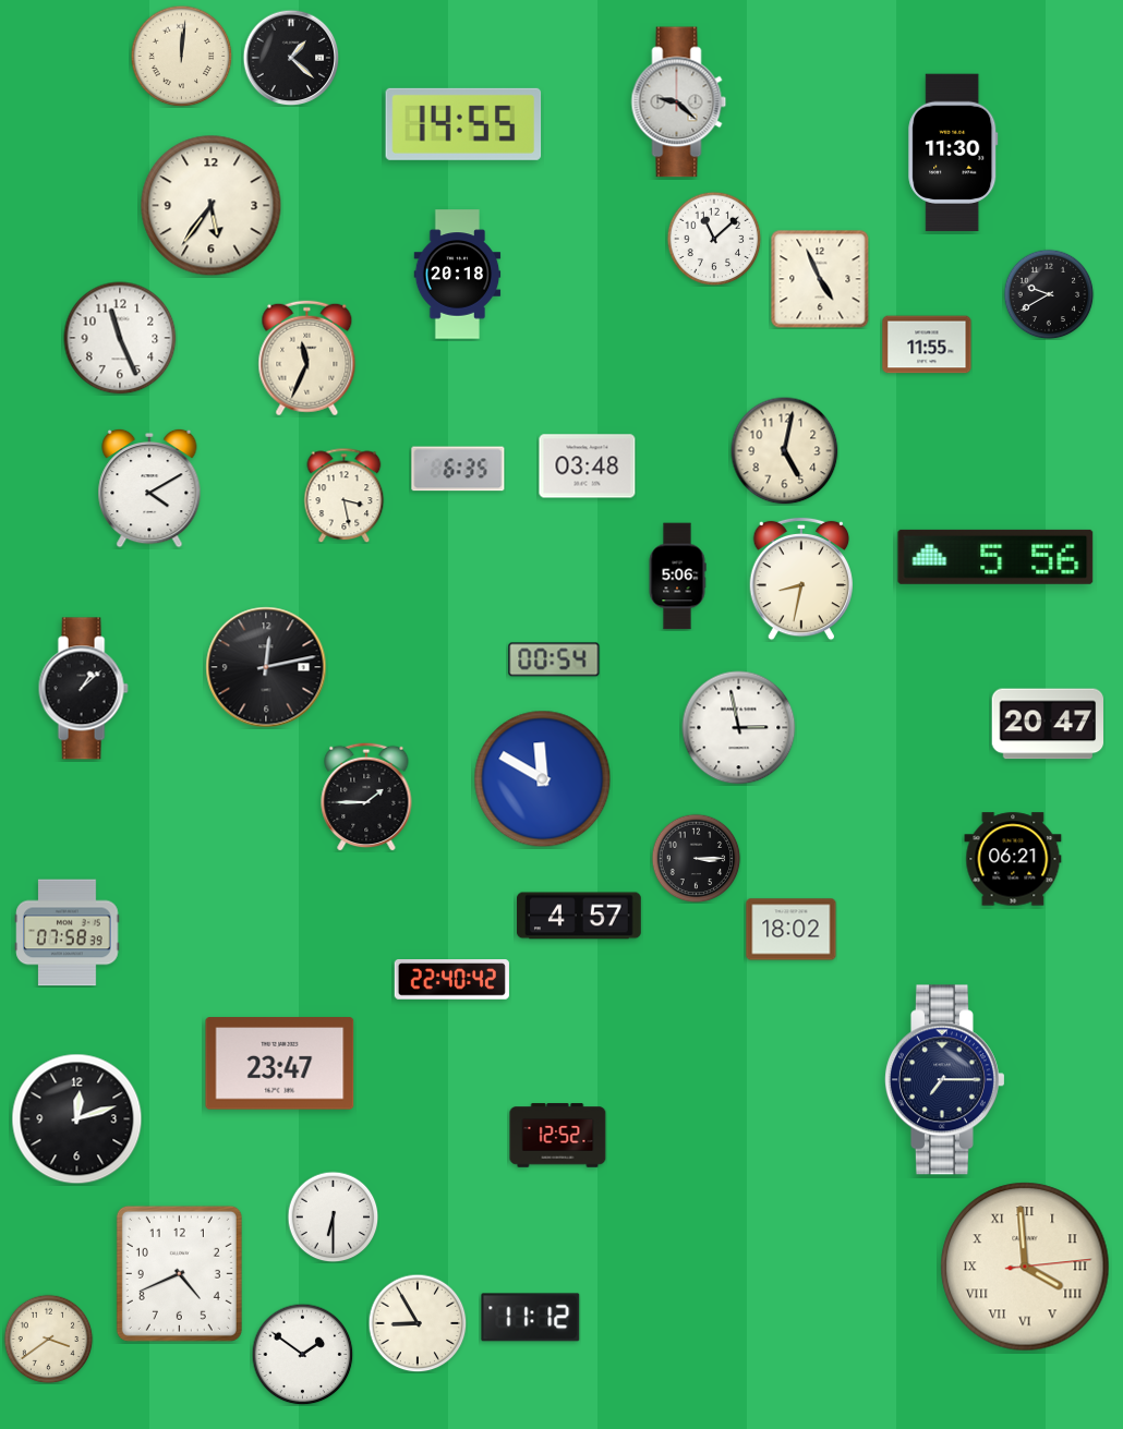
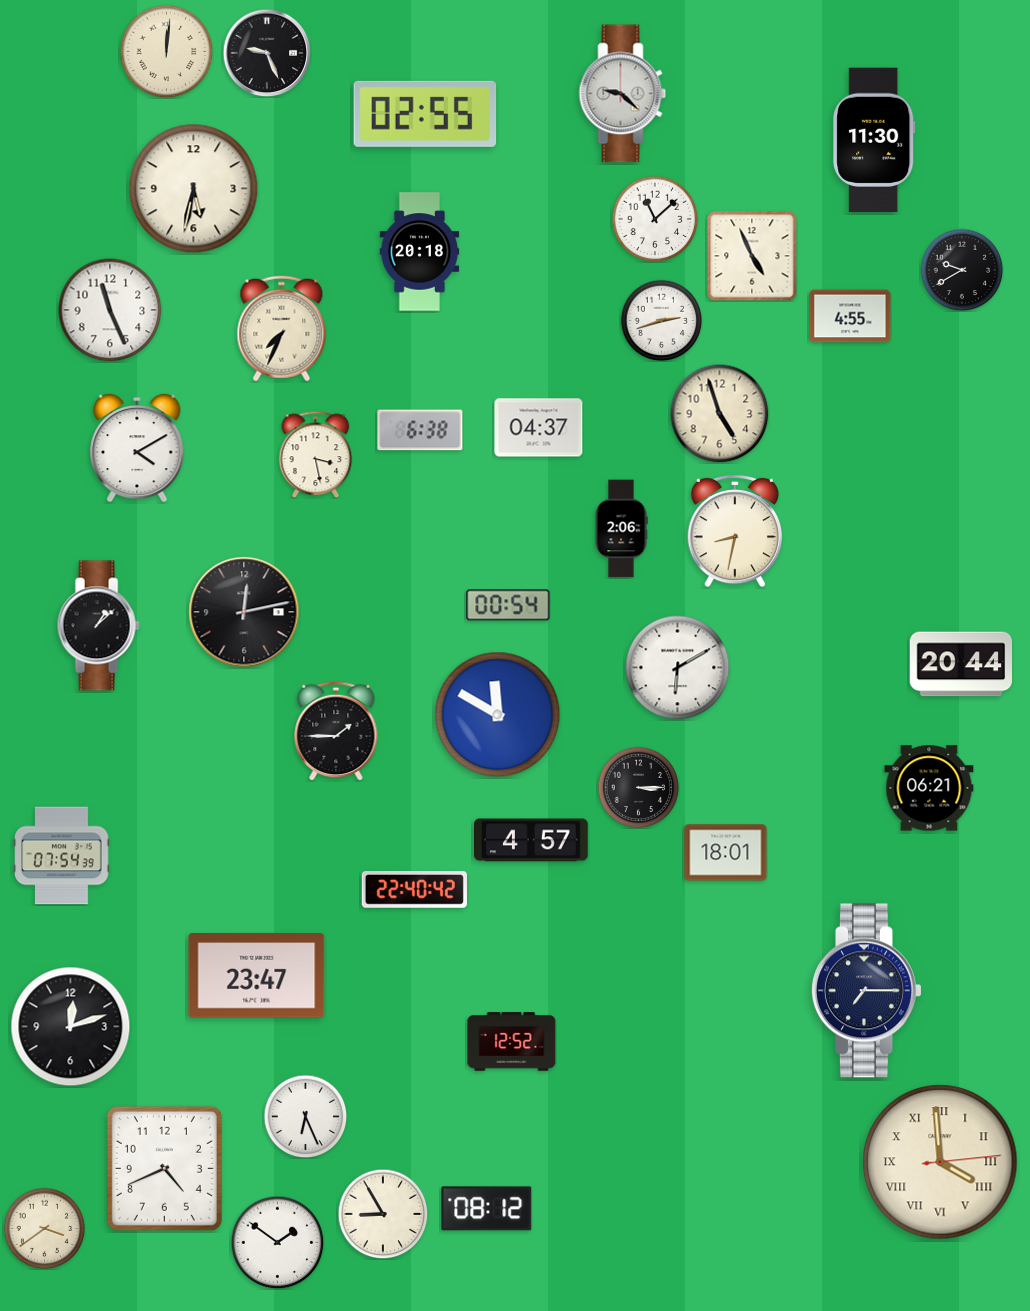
clock at (291, 58): 1:22 -> 9:26
clock at (463, 124): 14:55 -> 02:55
clock at (212, 206): 5:36 -> 5:32
clock at (927, 344): 11:55 -> 4:55
clock at (661, 320): none -> 2:42
clock at (307, 359): 11:34 -> 7:34
clock at (785, 451): 5:02 -> 4:57
clock at (588, 467): 03:48 -> 04:37
clock at (458, 469): 6:35 -> 6:38
clock at (995, 557): 5:56 -> none
clock at (677, 577): 5:06 -> 2:06
clock at (83, 689) position: (83, 689) -> (98, 626)
clock at (1048, 724): 20:47 -> 20:44
clock at (739, 728): 2:58 -> 6:10
clock at (792, 930): 18:02 -> 18:01
clock at (68, 933): 07:58 -> 07:54
clock at (451, 980) position: (451, 980) -> (414, 890)
clock at (333, 1216): 6:30 -> 6:26
clock at (531, 1318): 11:12 -> 08:12
